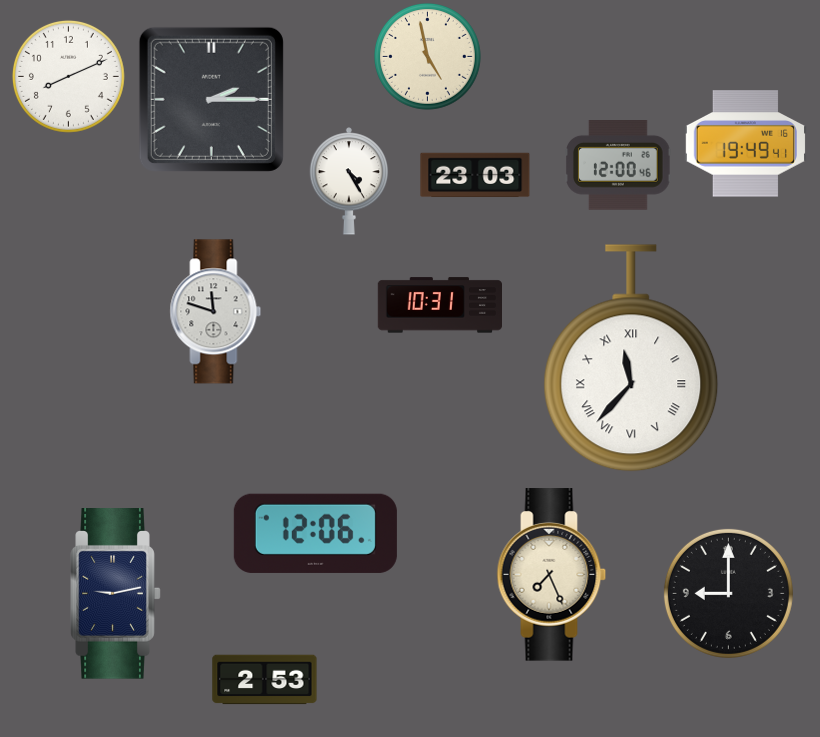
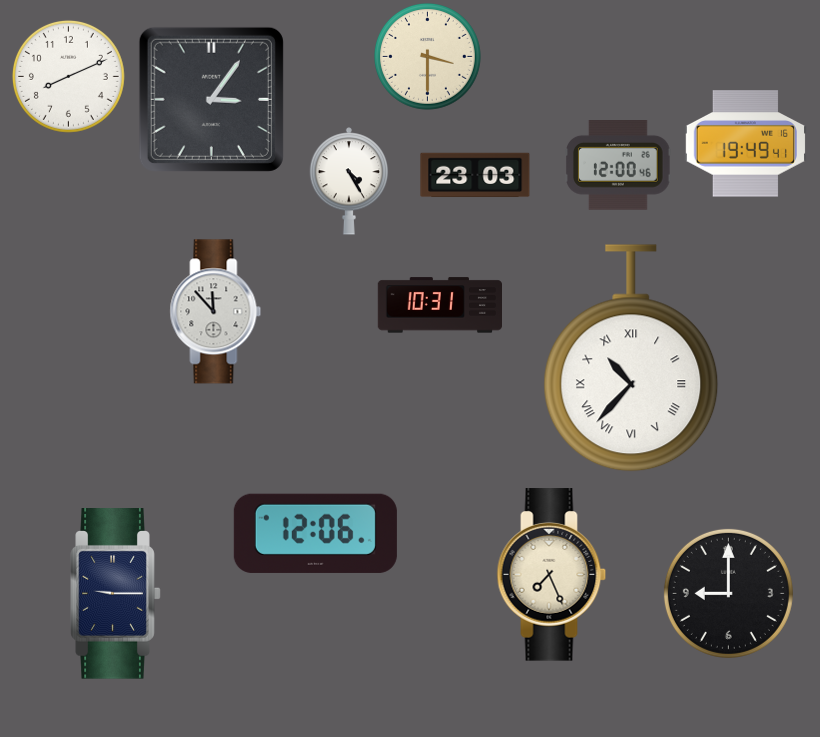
clock at (427, 56): 4:58 -> 3:30
clock at (211, 99): 2:15 -> 3:06
clock at (216, 312): 11:48 -> 11:53
clock at (631, 358): 11:37 -> 10:37
clock at (116, 594): 9:13 -> 9:15
clock at (265, 680): 2:53 -> none
